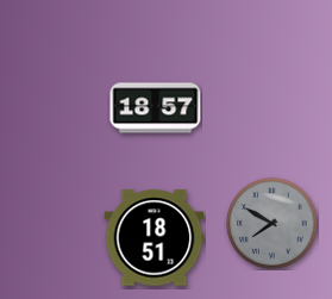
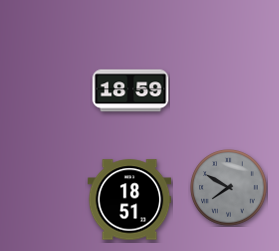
clock at (156, 108): 18:57 -> 18:59
